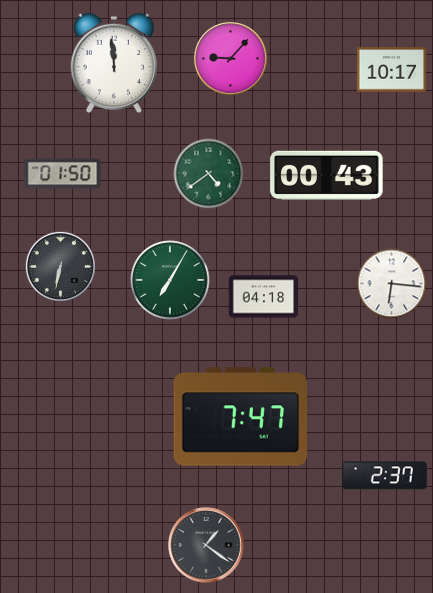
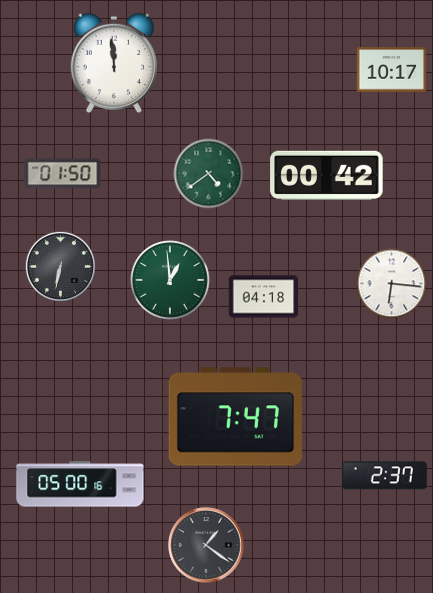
clock at (230, 58): 9:07 -> none
clock at (327, 175): 00:43 -> 00:42
clock at (170, 280): 7:05 -> 12:59
clock at (240, 417) position: (240, 417) -> (235, 417)
clock at (80, 484): none -> 05:00
